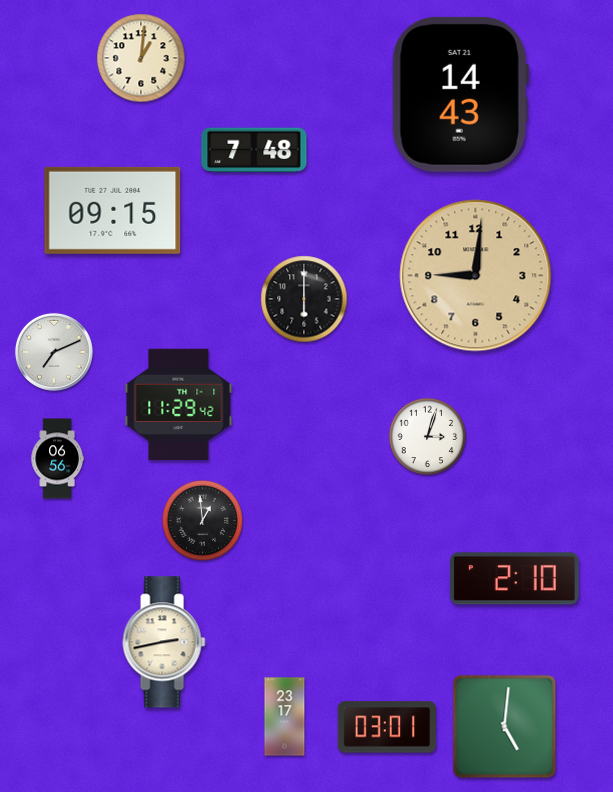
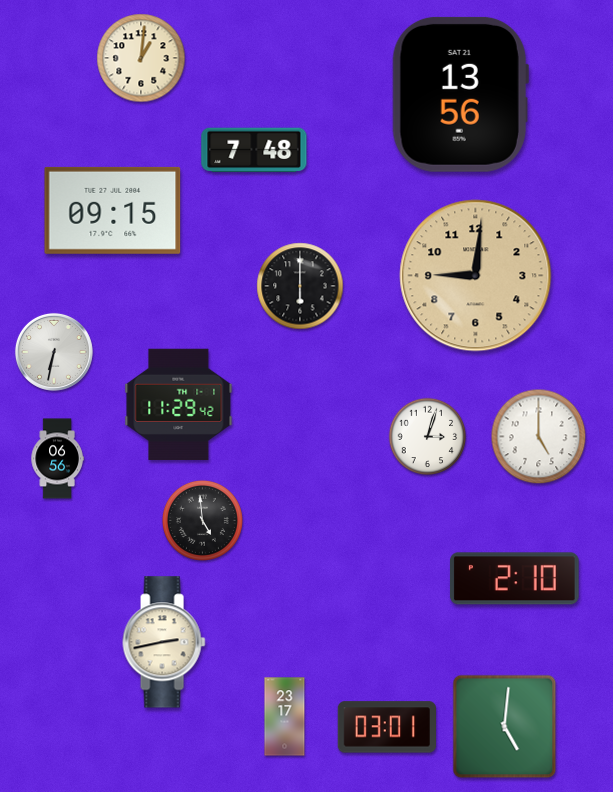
clock at (460, 94): 14:43 -> 13:56
clock at (304, 299) position: (304, 299) -> (300, 286)
clock at (54, 352): 7:11 -> 6:32
clock at (539, 437): none -> 5:00
clock at (202, 520): 12:59 -> 4:59
